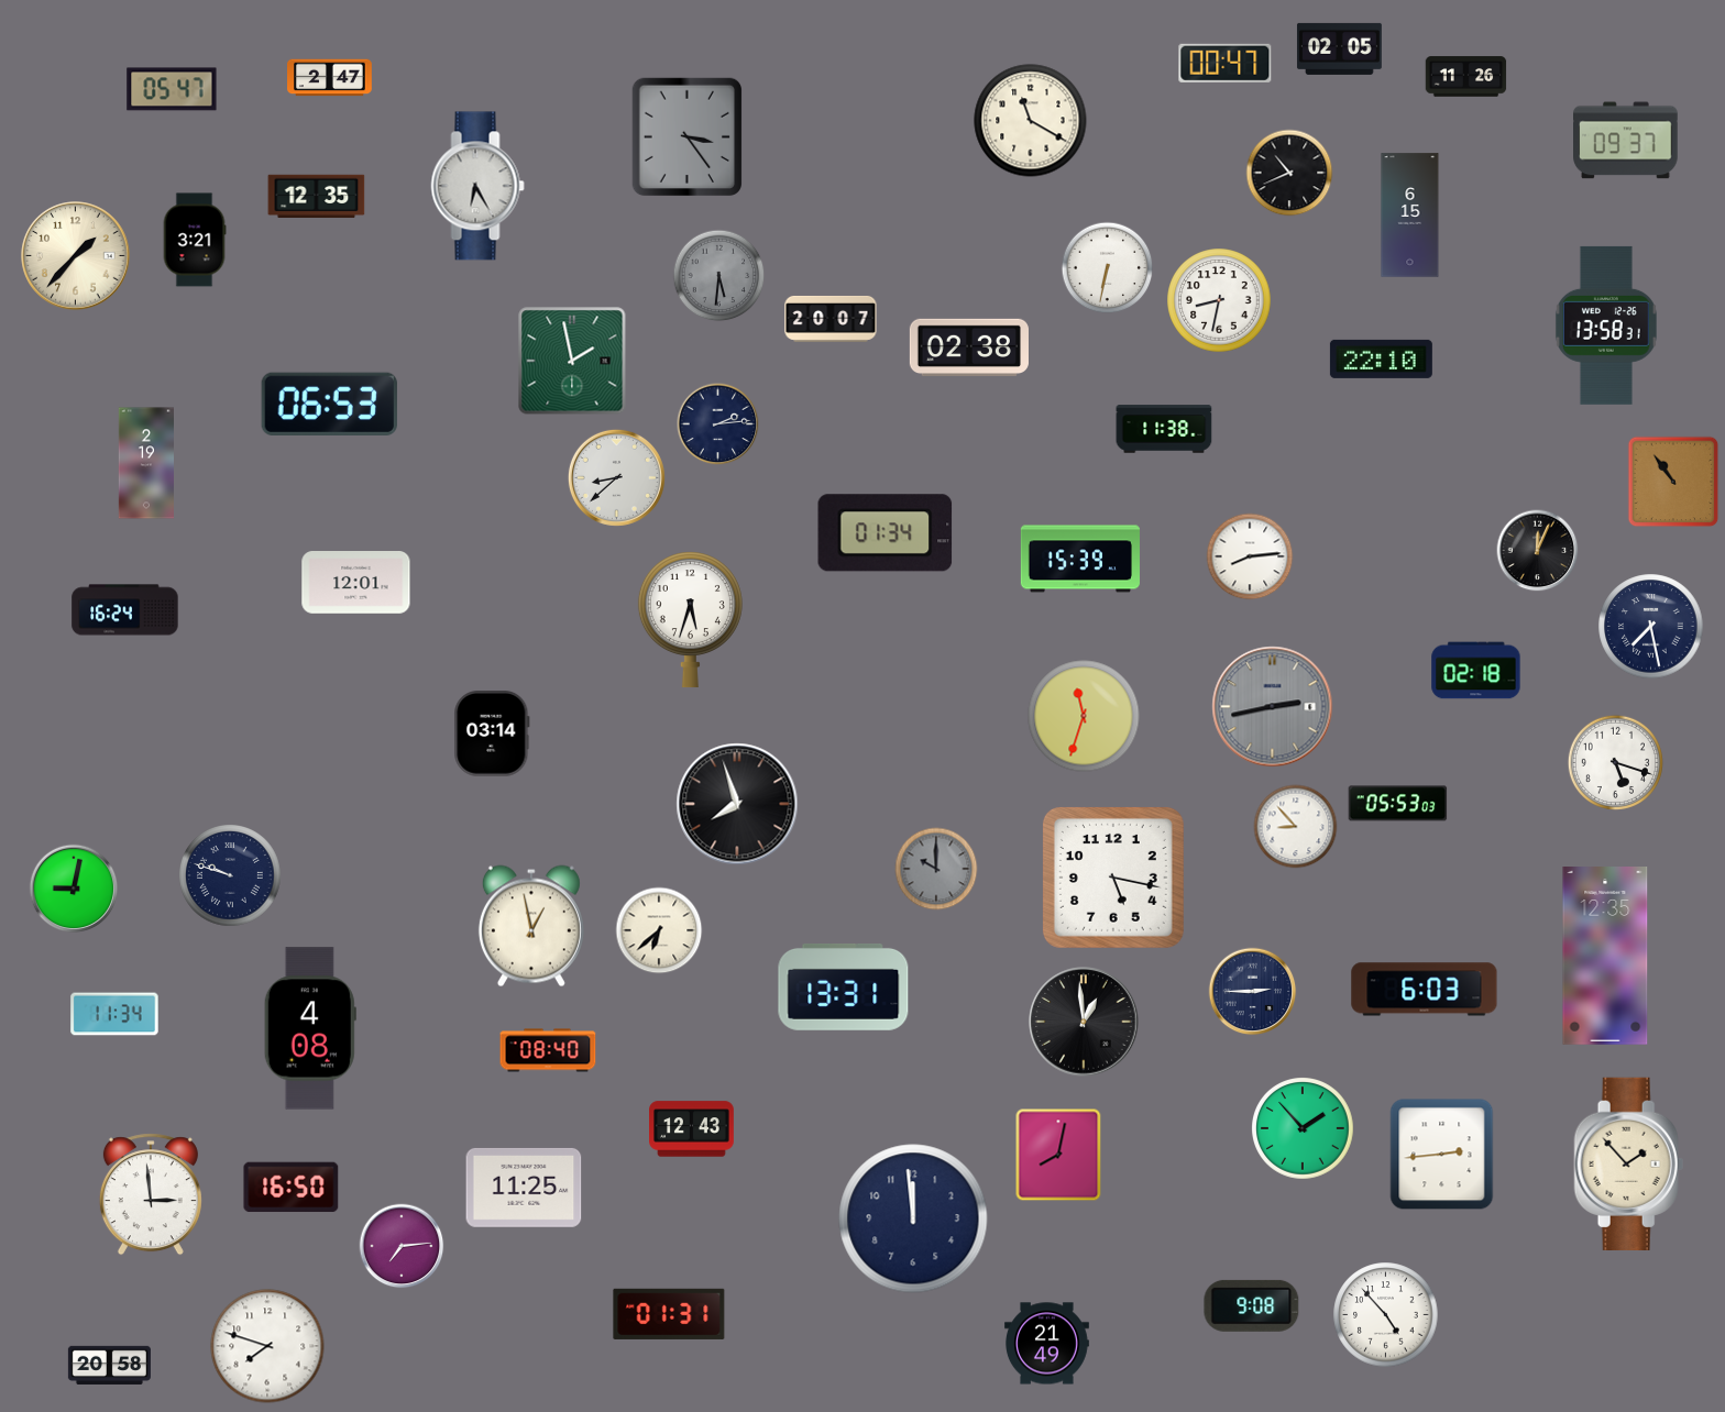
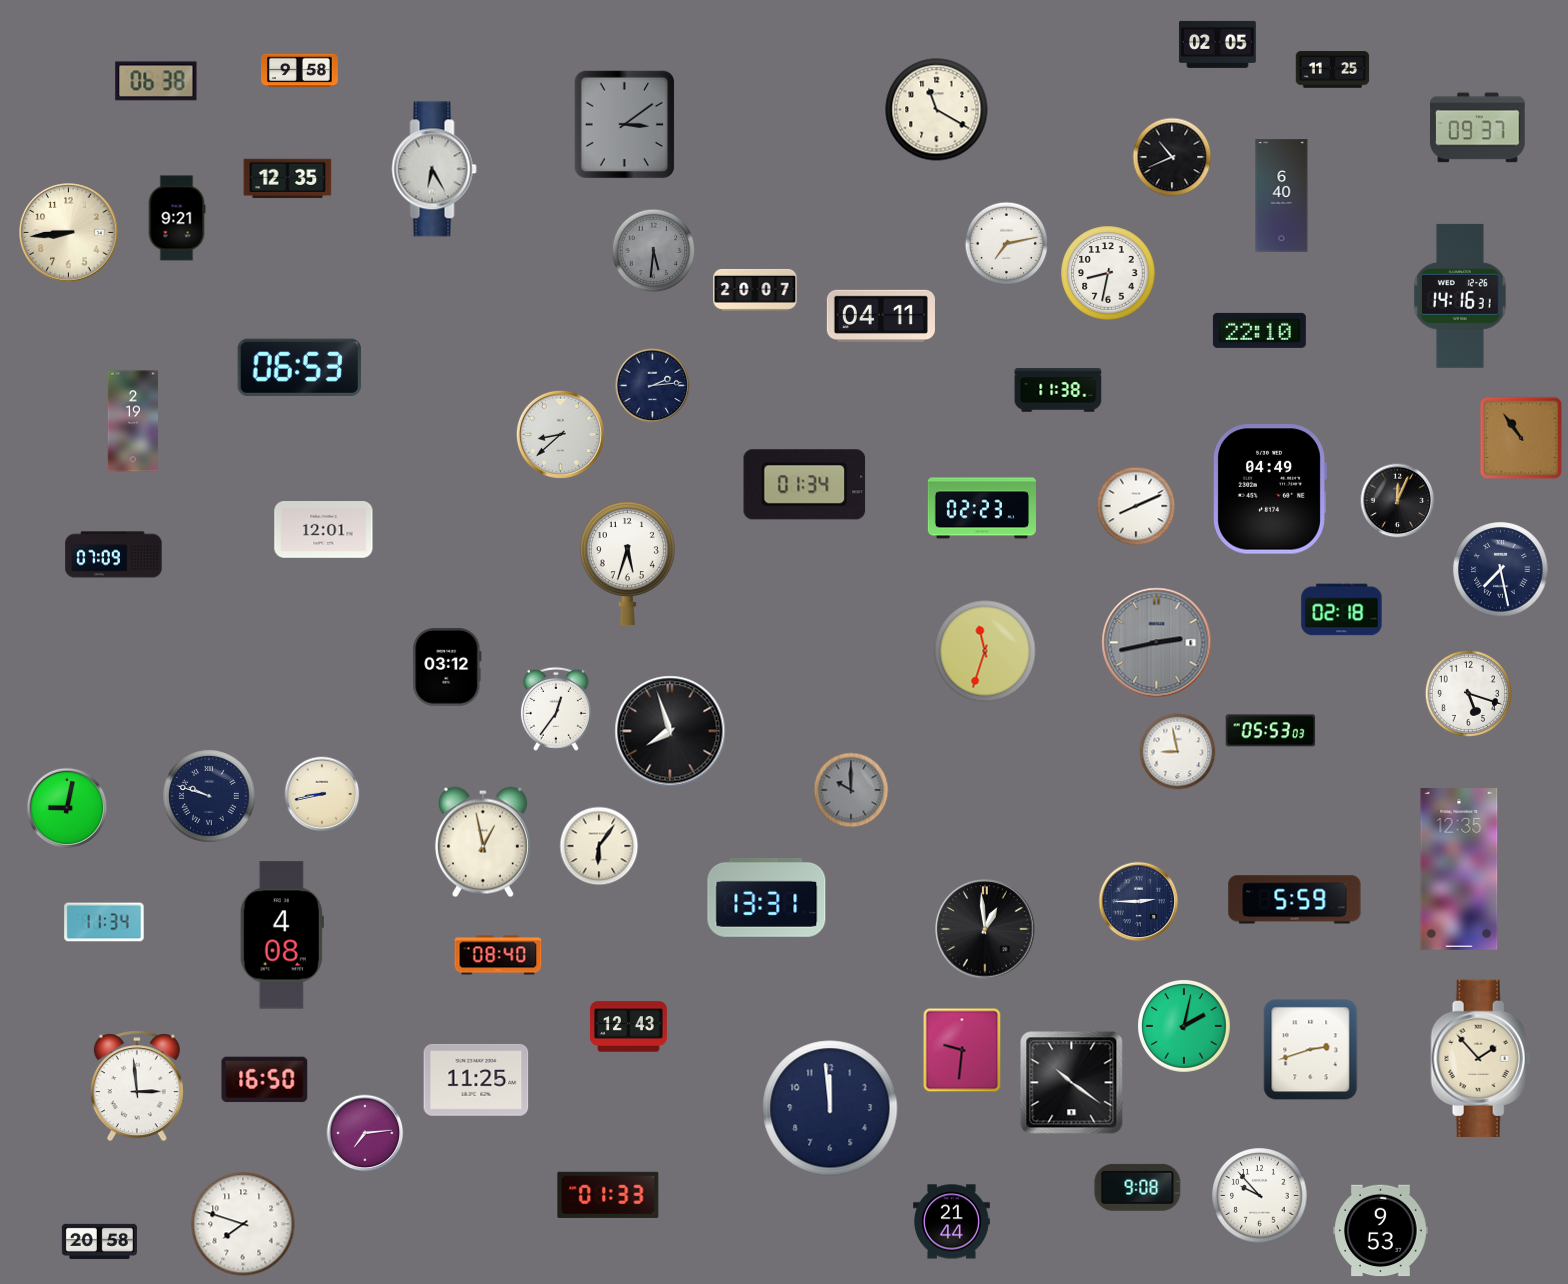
clock at (1226, 63): 00:47 -> none
clock at (1466, 77): 11:26 -> 11:25
clock at (330, 78): 2:47 -> 9:58
clock at (172, 89): 05:47 -> 06:38
clock at (686, 137): 3:24 -> 3:09
clock at (1410, 216): 6:15 -> 6:40
clock at (195, 240): 3:21 -> 9:21
clock at (76, 256): 1:37 -> 8:44
clock at (1108, 268): 6:32 -> 7:13
clock at (1606, 326): 13:58 -> 14:16
clock at (969, 346): 02:38 -> 04:11
clock at (1381, 358) position: (1381, 358) -> (1259, 330)
clock at (572, 361): 1:58 -> none
clock at (1270, 489): none -> 04:49
clock at (1250, 556): 8:14 -> 8:11
clock at (1080, 559): 15:39 -> 02:23
clock at (125, 610): 16:24 -> 07:09
clock at (492, 735): 03:14 -> 03:12
clock at (556, 709): none -> 12:36
clock at (1296, 827): 8:53 -> 8:58
clock at (322, 794): none -> 8:43
clock at (1113, 878): 5:17 -> none
clock at (659, 930): 6:38 -> 6:06
clock at (1425, 990): 6:03 -> 5:59
clock at (1304, 1129): 1:53 -> 2:02
clock at (1058, 1155): 8:02 -> 9:31
clock at (1442, 1155): 2:44 -> 2:42
clock at (1072, 1083): none -> 10:21
clock at (669, 1314): 01:31 -> 01:33
clock at (1386, 1315): 4:53 -> 9:53
clock at (1047, 1344): 21:49 -> 21:44
clock at (1381, 1231): none -> 9:53
